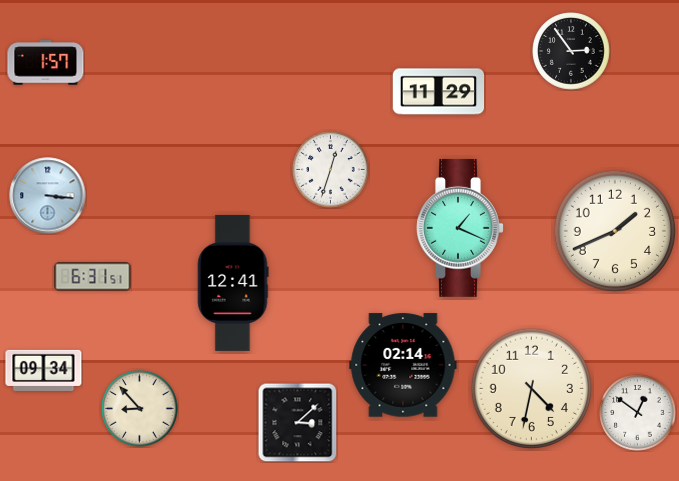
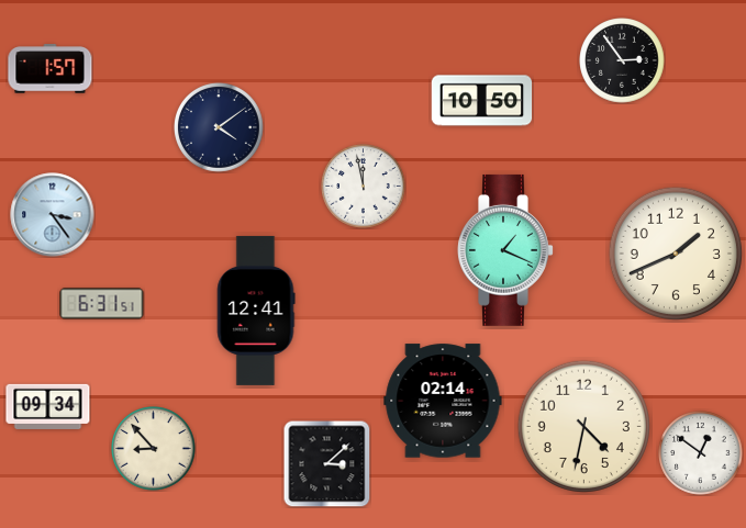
clock at (571, 51) position: (571, 51) -> (622, 60)
clock at (439, 92): 11:29 -> 10:50
clock at (220, 128): none -> 4:09
clock at (331, 170): 12:33 -> 11:58
clock at (48, 196): 3:16 -> 3:24
